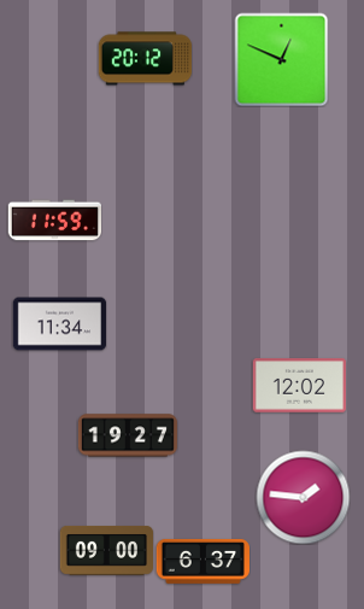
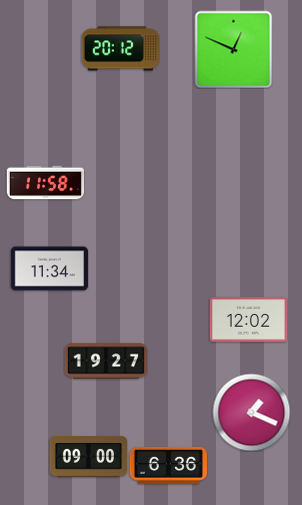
clock at (54, 221): 11:59 -> 11:58
clock at (303, 497): 1:46 -> 1:19
clock at (202, 561): 6:37 -> 6:36
